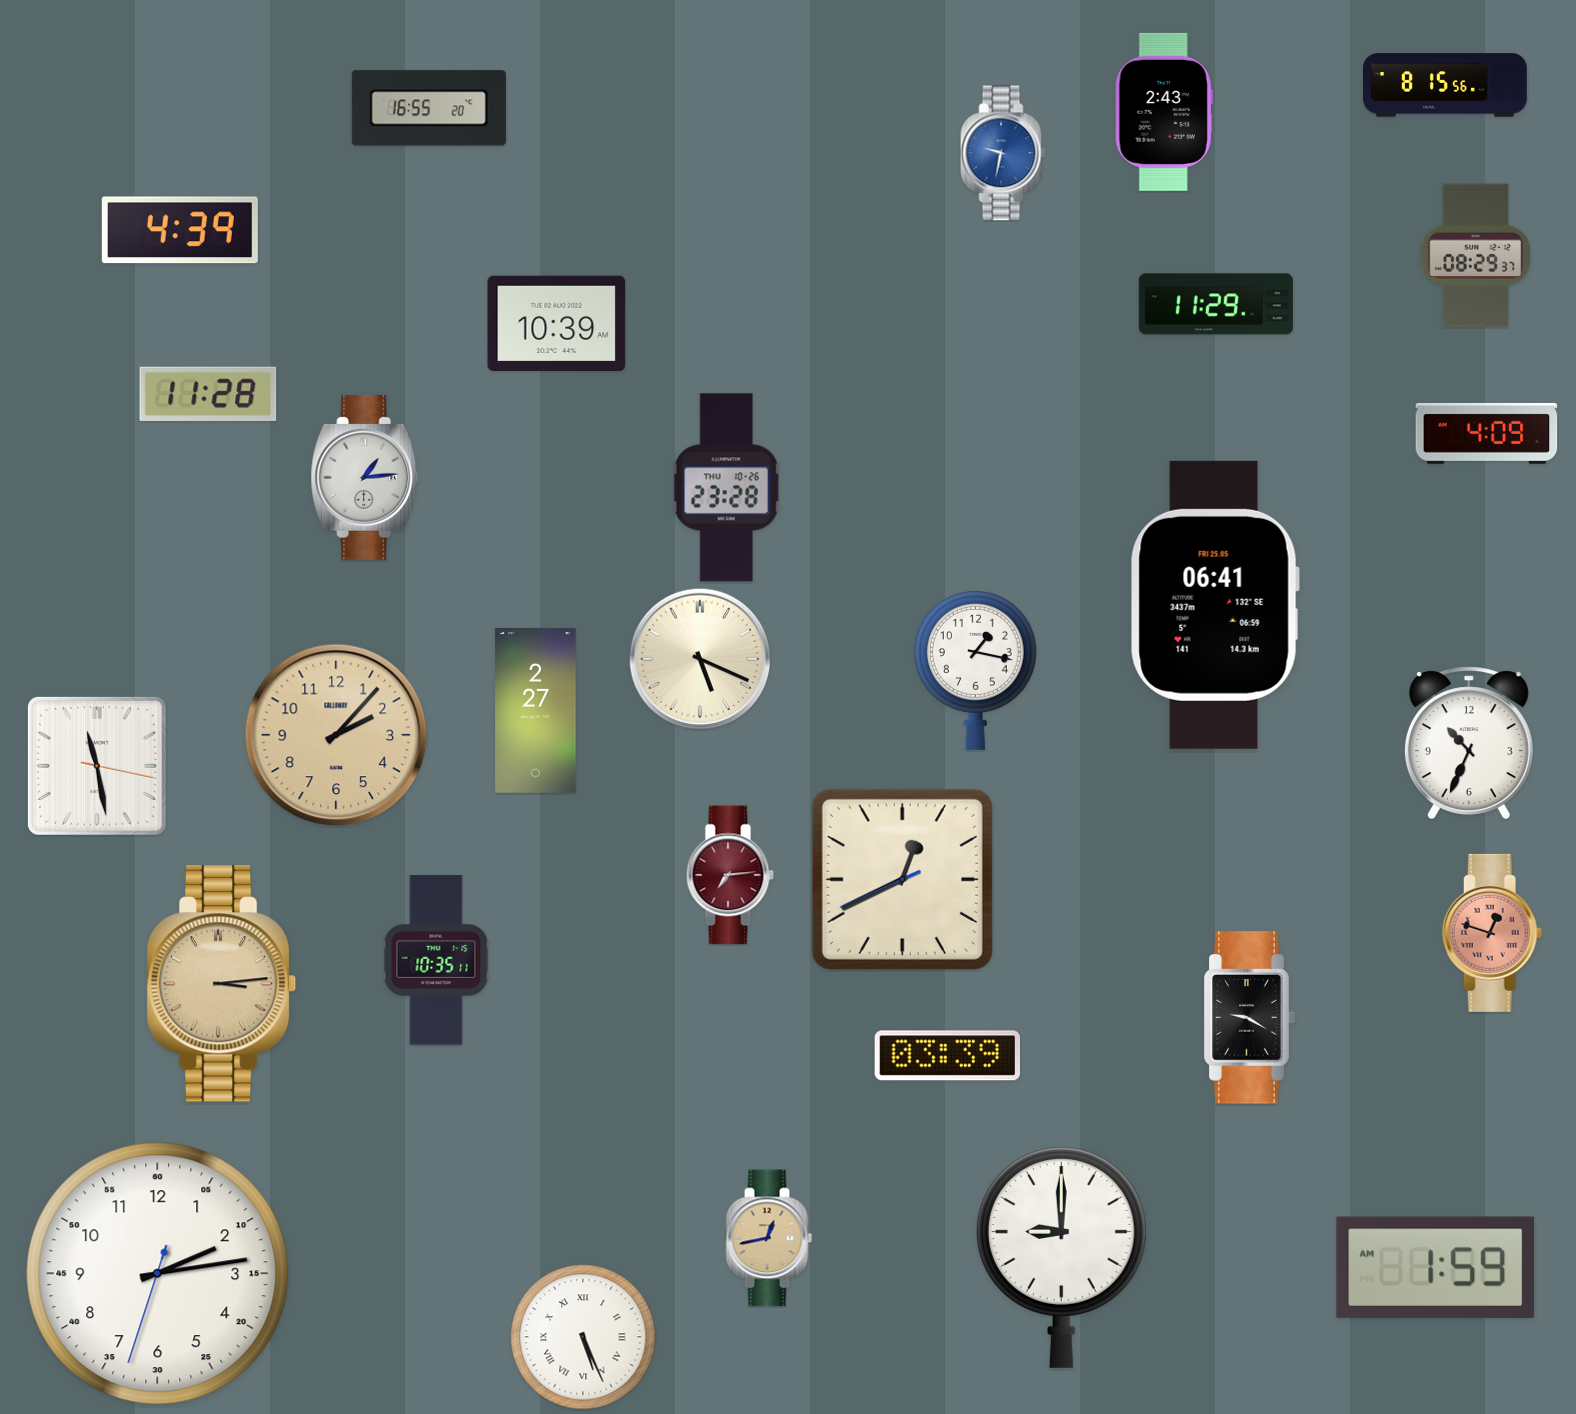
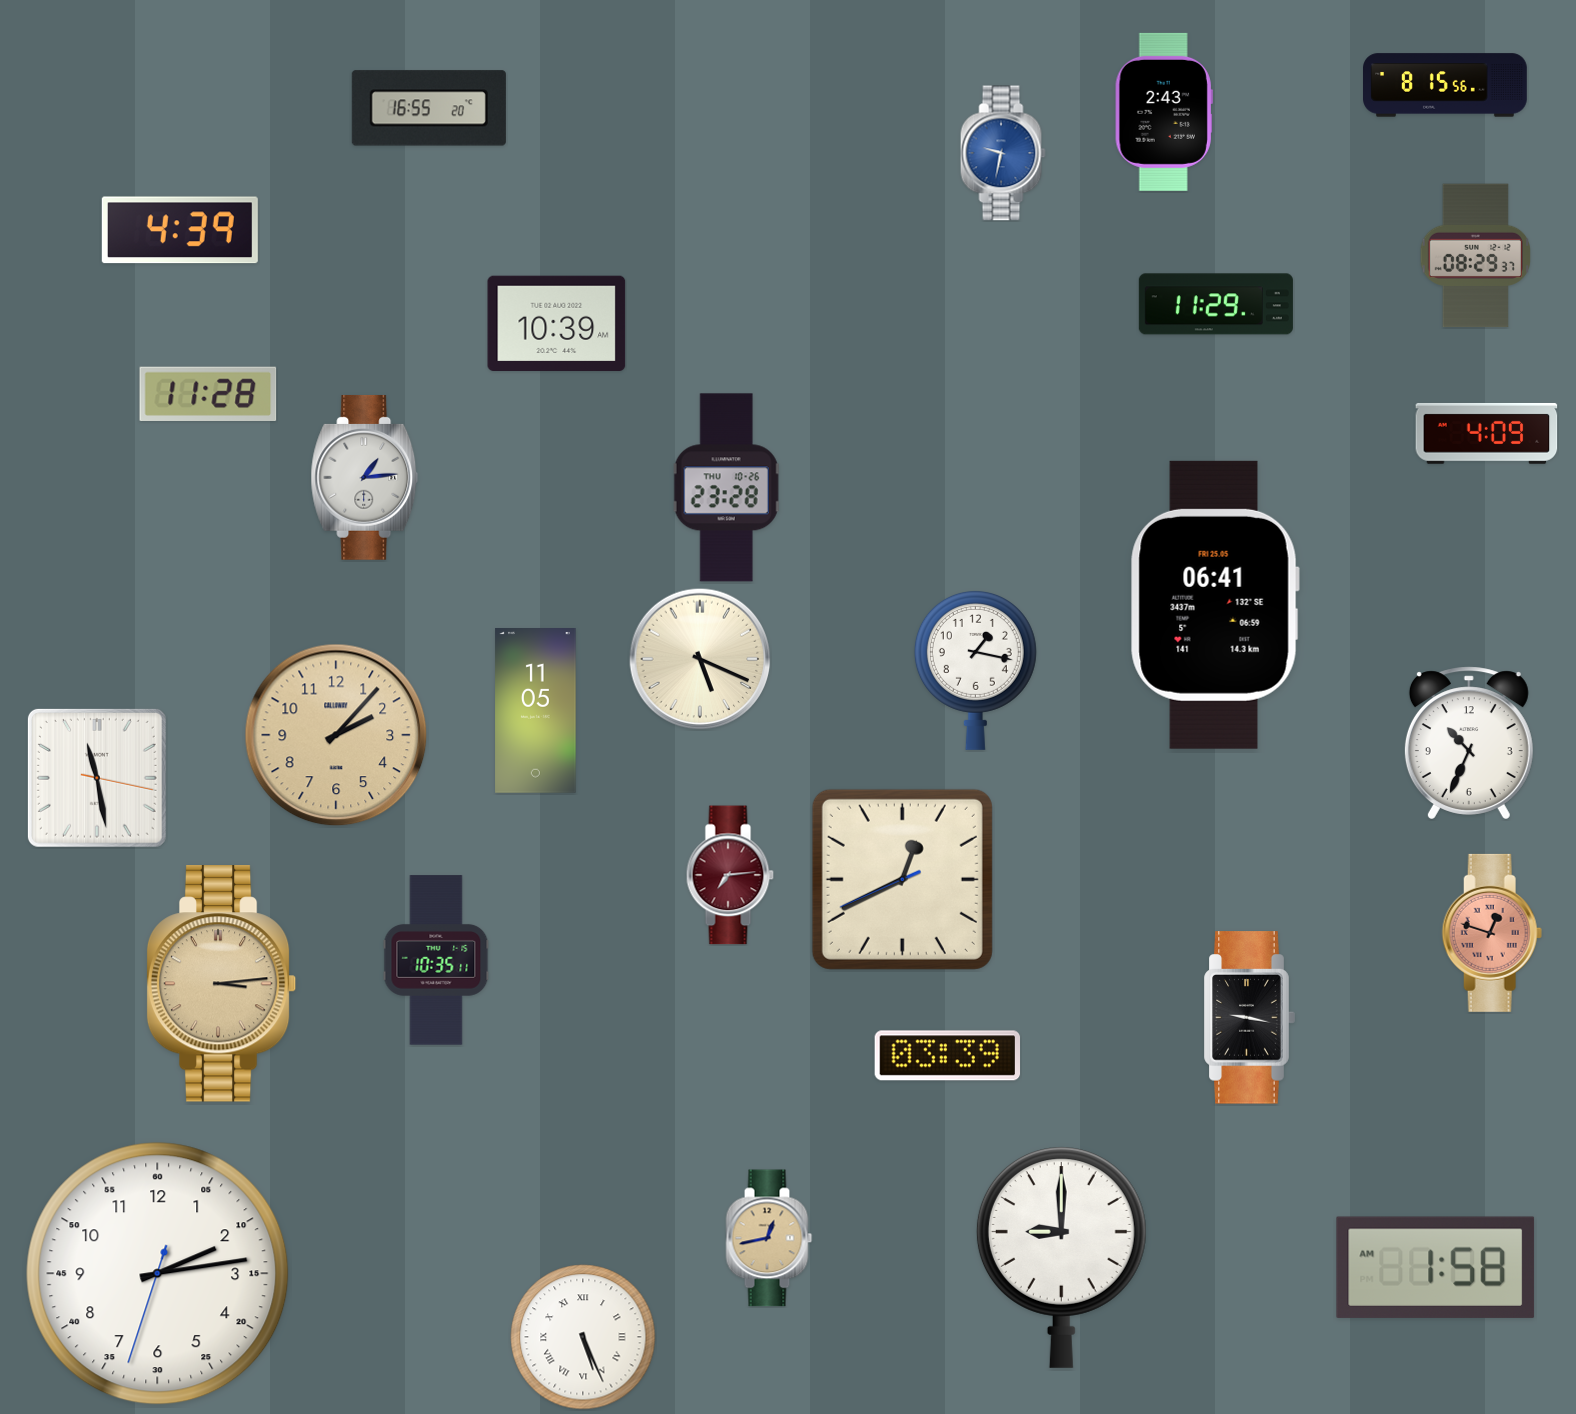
clock at (536, 711): 2:27 -> 11:05
clock at (97, 766) position: (97, 766) -> (97, 778)
clock at (1249, 1018): 9:20 -> 9:17
clock at (1436, 1267): 1:59 -> 1:58
